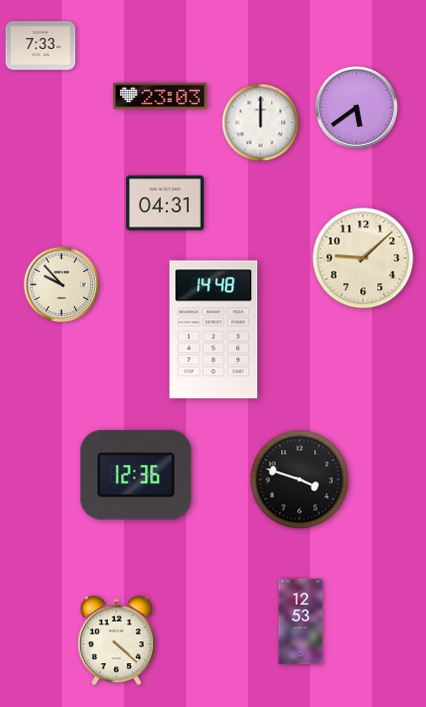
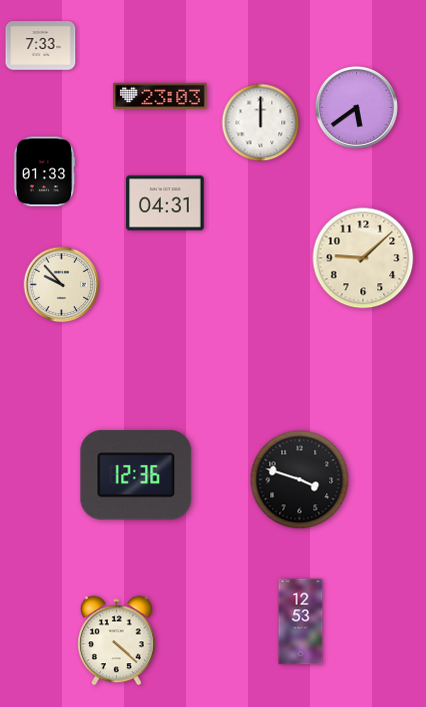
clock at (44, 172): none -> 01:33
clock at (214, 330): 14:48 -> none
